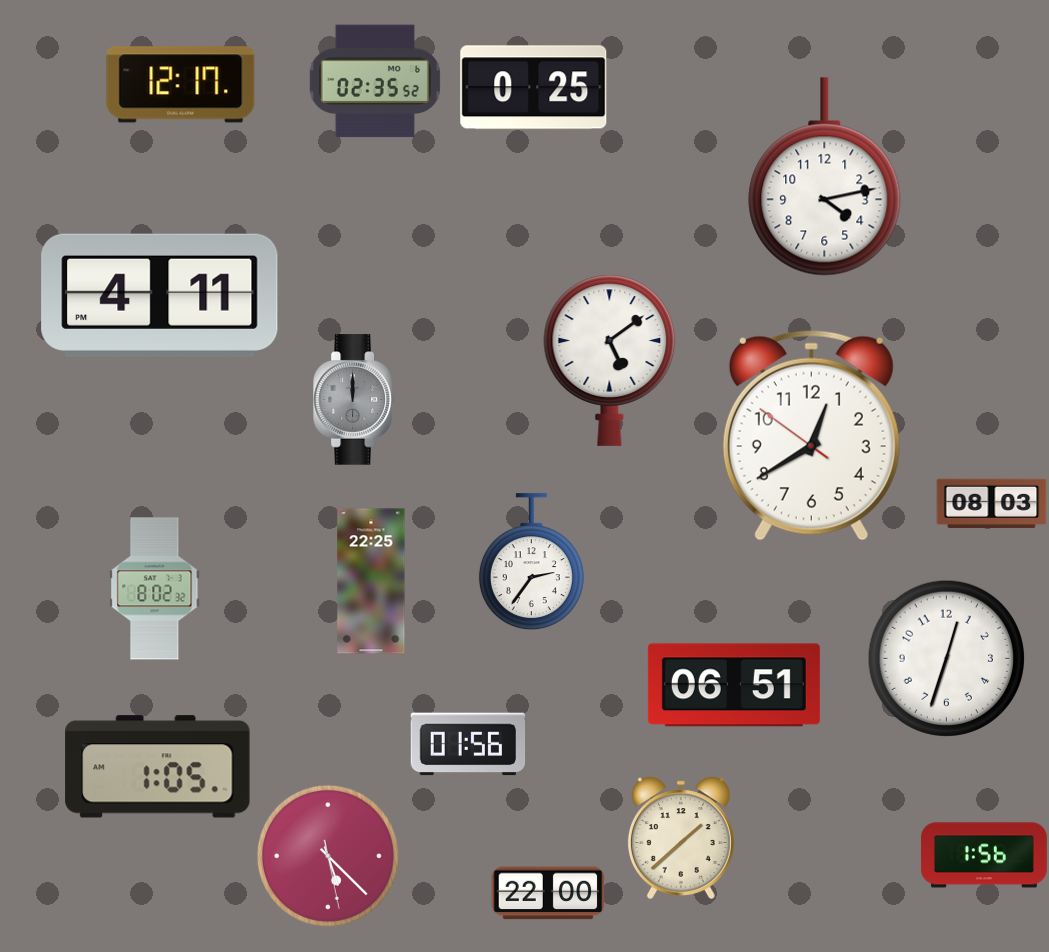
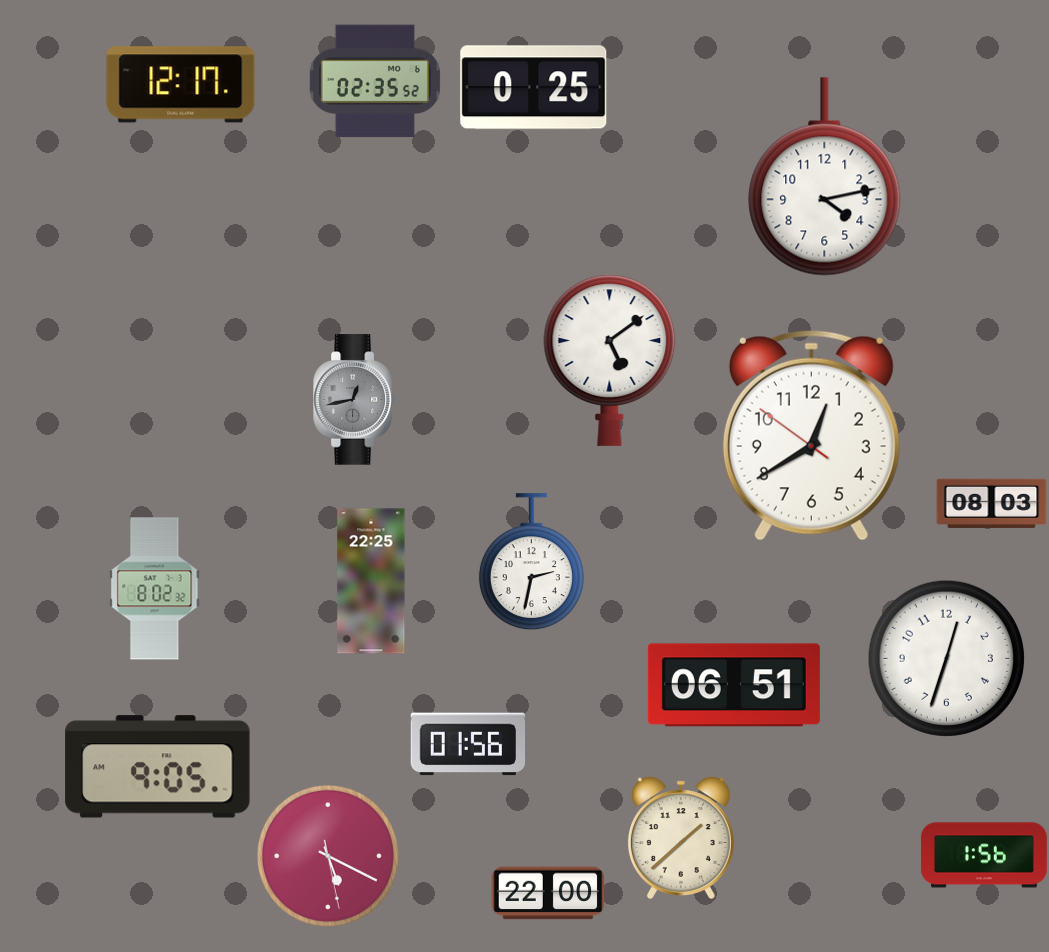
clock at (160, 295): 4:11 -> none
clock at (355, 400): 12:00 -> 12:43
clock at (531, 562): 2:36 -> 2:32
clock at (158, 767): 1:05 -> 9:05
clock at (328, 856): 5:22 -> 5:19
